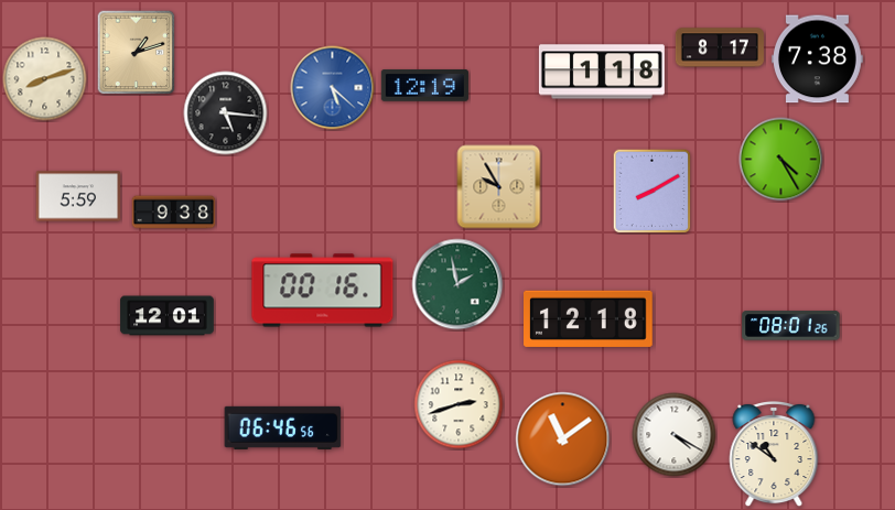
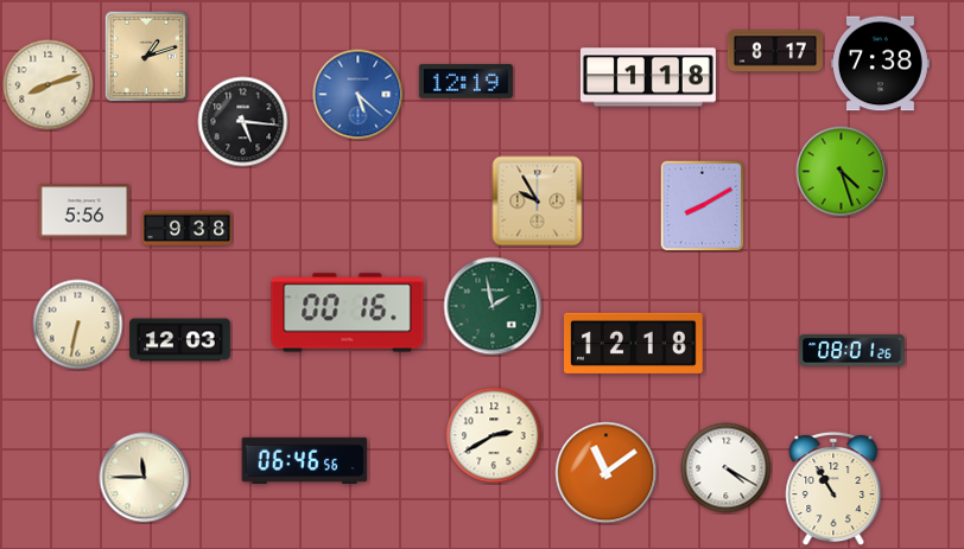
clock at (424, 86) position: (424, 86) -> (465, 82)
clock at (781, 160): 4:25 -> 4:27
clock at (78, 196): 5:59 -> 5:56
clock at (78, 325): none -> 6:32
clock at (168, 316): 12:01 -> 12:03
clock at (459, 404): 2:42 -> 2:40
clock at (145, 478): none -> 11:45
clock at (774, 454): 10:51 -> 10:55
